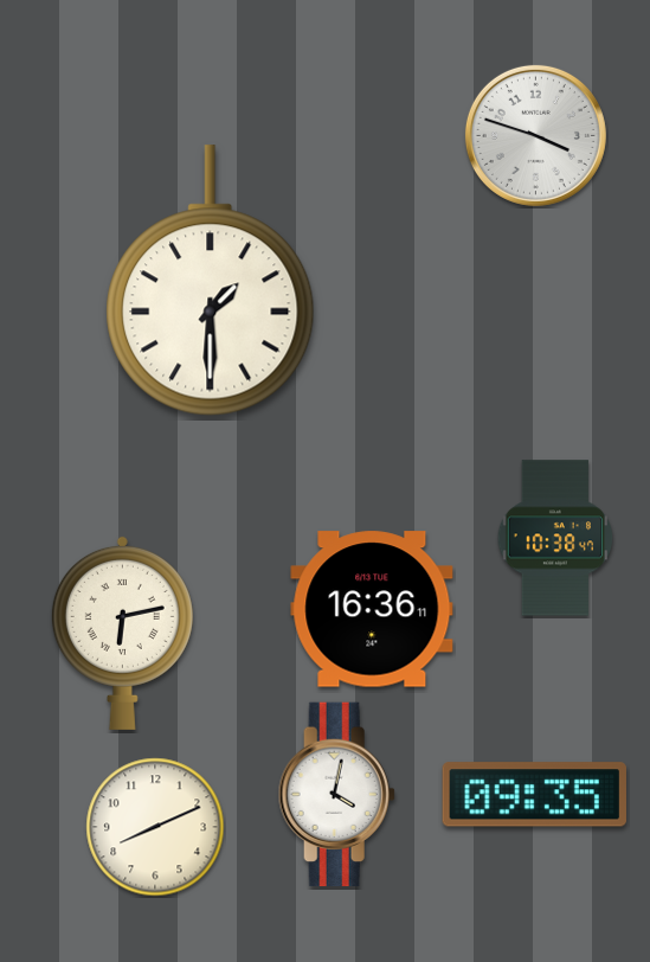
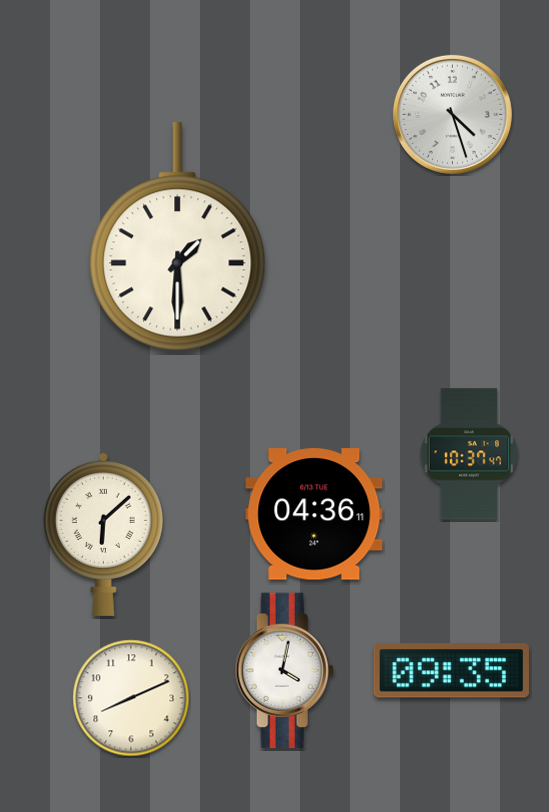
clock at (535, 135): 3:48 -> 4:27
clock at (555, 538): 10:38 -> 10:37
clock at (372, 609): 16:36 -> 04:36
clock at (122, 633): 6:13 -> 6:08
